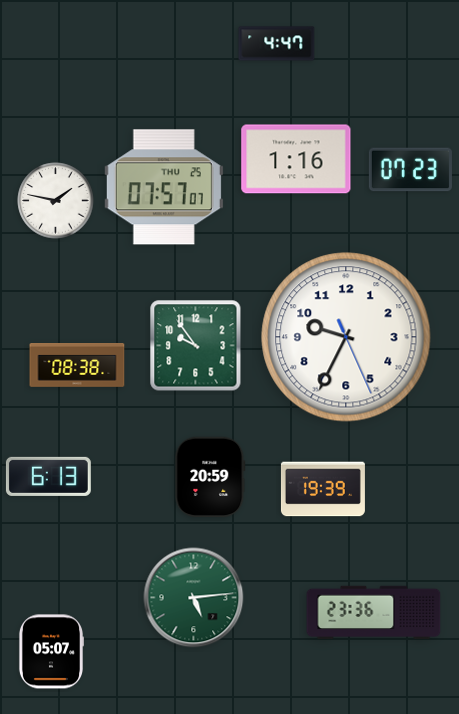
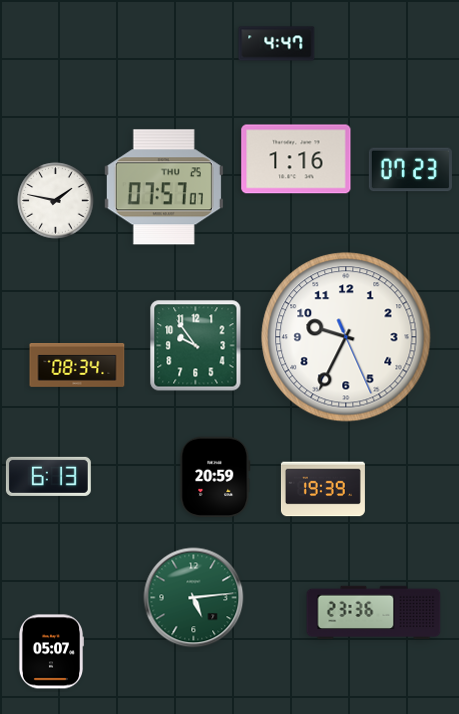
clock at (77, 366): 08:38 -> 08:34
clock at (210, 477) position: (210, 477) -> (215, 477)
